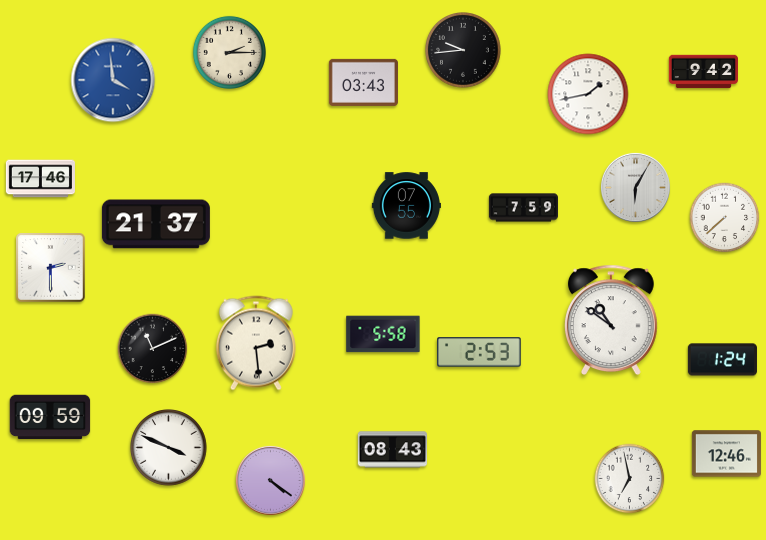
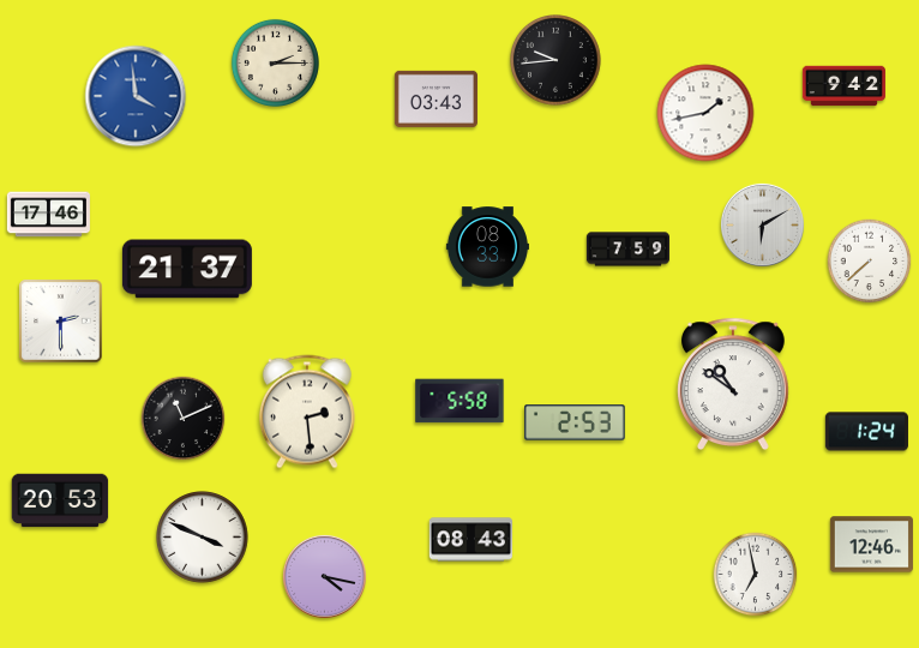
clock at (635, 187): 6:05 -> 6:10
clock at (406, 206): 07:55 -> 08:33
clock at (50, 417): 09:59 -> 20:53
clock at (270, 480): 4:21 -> 4:17
